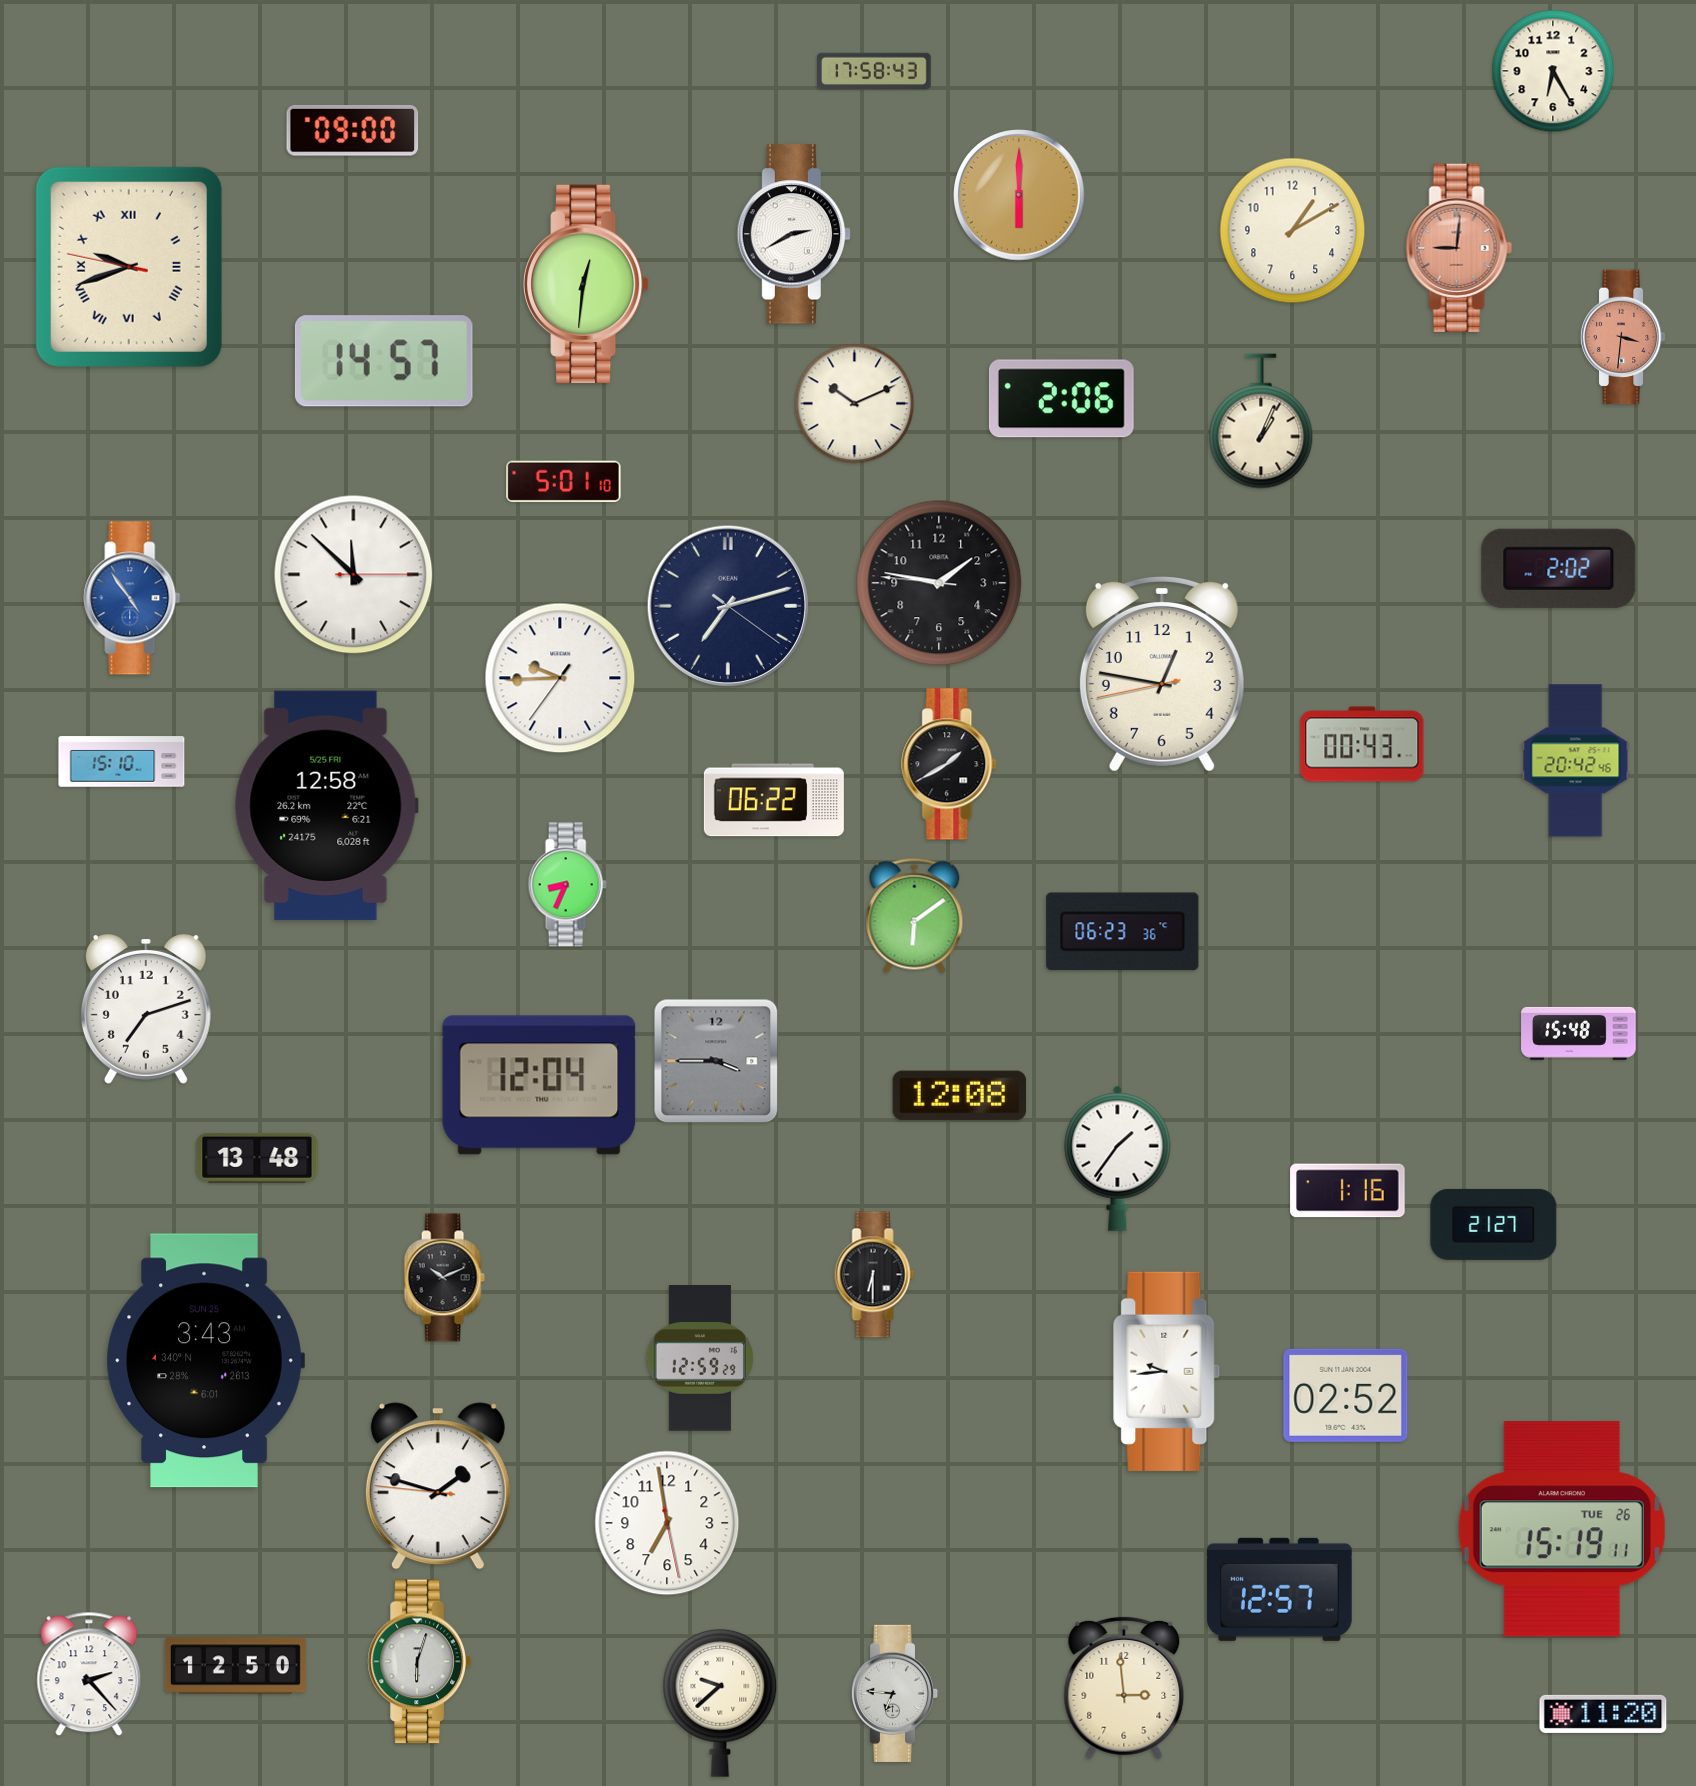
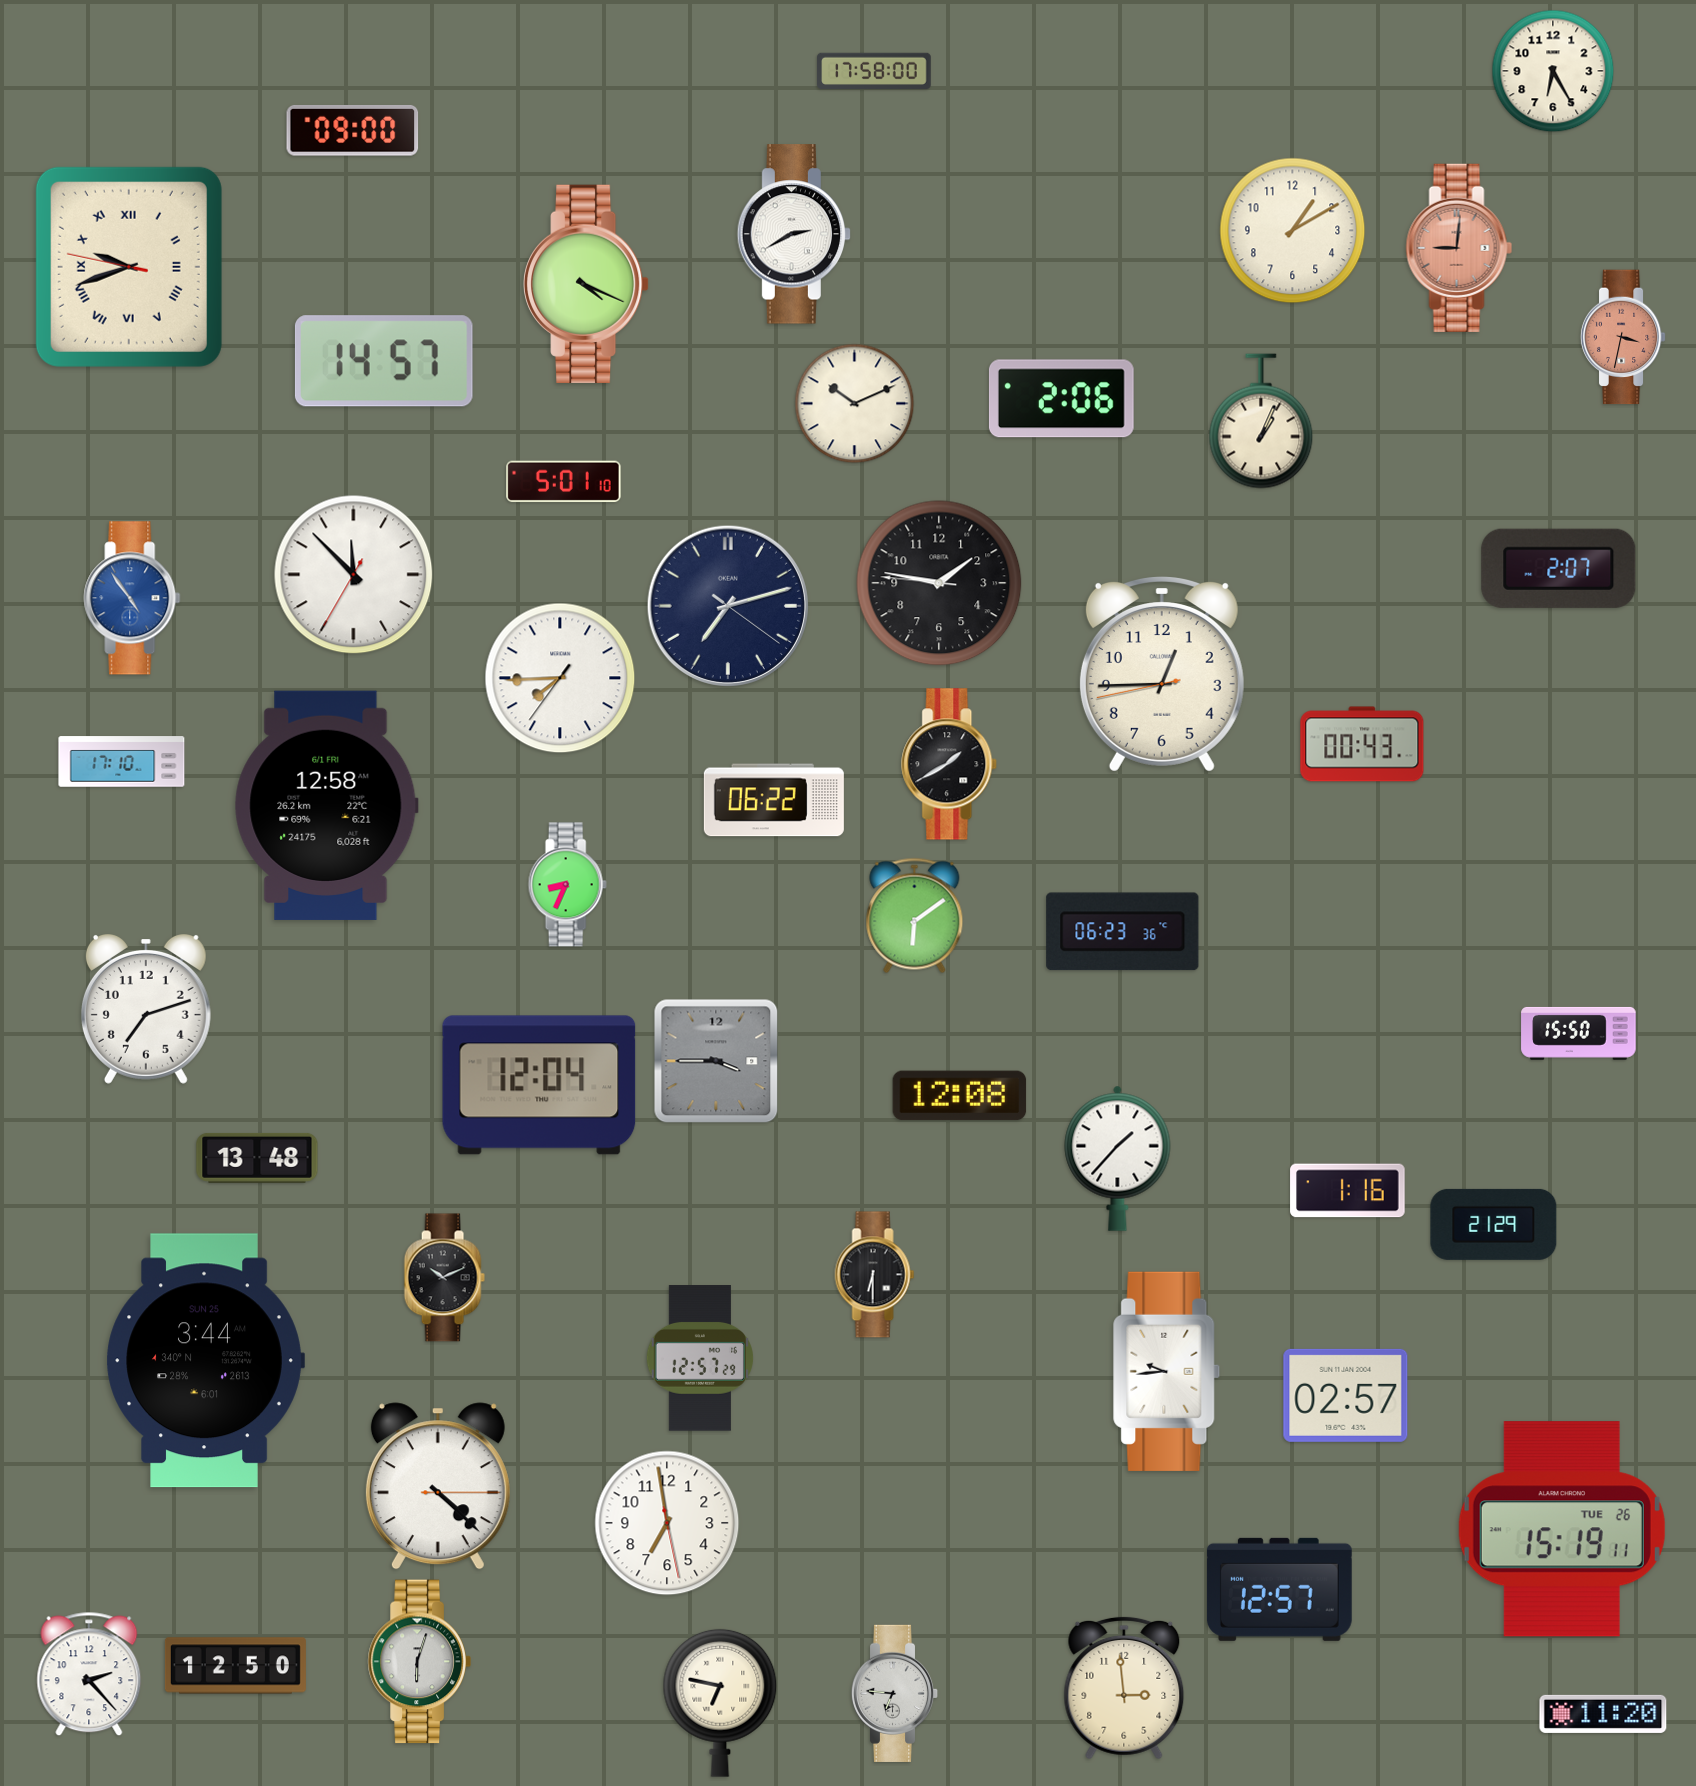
clock at (874, 71): 17:58:43 -> 17:58:00
clock at (1020, 196): 6:00 -> none
clock at (587, 284): 12:31 -> 4:19
clock at (1623, 337): 3:31 -> 3:32
clock at (1559, 568): 2:02 -> 2:07
clock at (354, 575): 11:52:15 -> 11:52:35
clock at (1162, 675): 12:46 -> 12:44
clock at (560, 678): 9:44 -> 7:44
clock at (1576, 761): 20:42 -> none
clock at (122, 762): 15:10 -> 17:10
clock at (326, 805) date: 5/25 FRI -> 6/1 FRI
clock at (1579, 1033): 15:48 -> 15:50
clock at (1118, 1158): 1:36 -> 1:37
clock at (1494, 1224): 21:27 -> 21:29
clock at (700, 1358): 12:59 -> 12:57
clock at (205, 1361): 3:43 -> 3:44
clock at (1346, 1395): 02:52 -> 02:57
clock at (438, 1486): 1:47 -> 4:22
clock at (720, 1703): 9:38 -> 6:47
